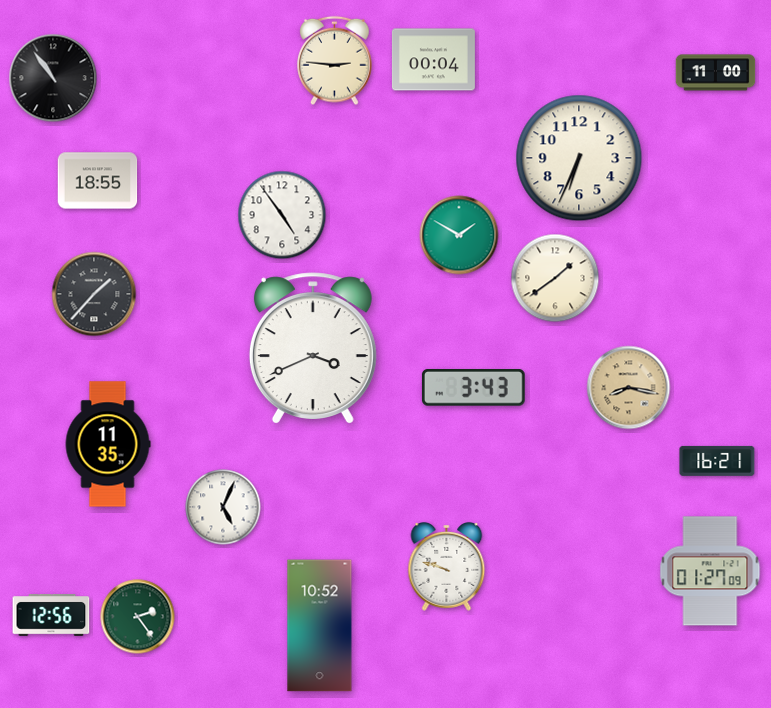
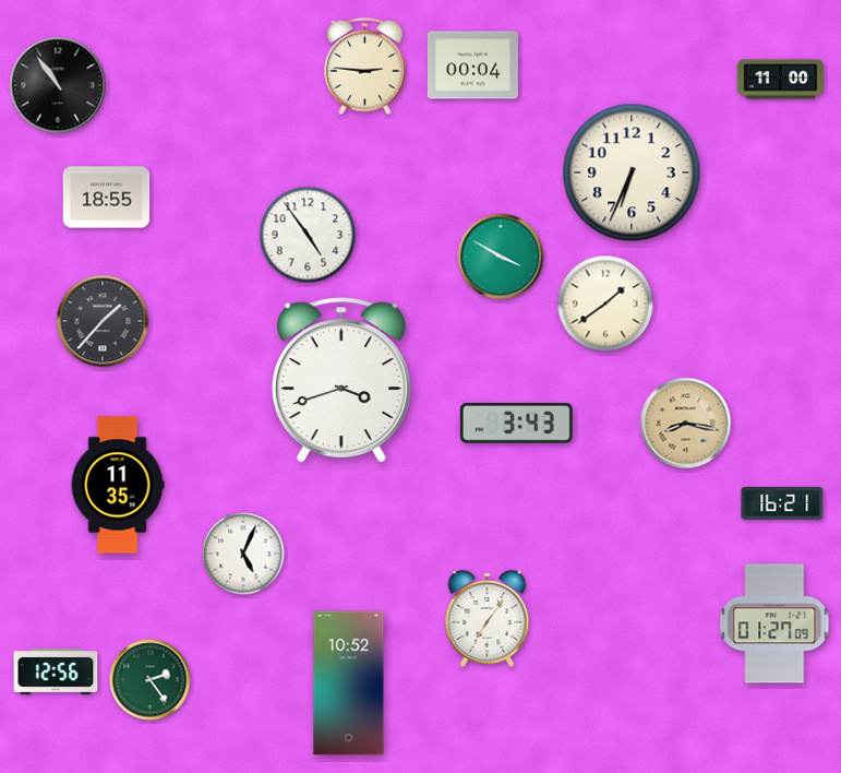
clock at (459, 235): 1:50 -> 3:50
clock at (313, 348): 3:41 -> 3:42
clock at (447, 567): 9:48 -> 7:06
clock at (138, 617) position: (138, 617) -> (151, 680)
